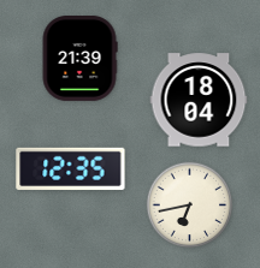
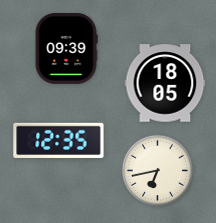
clock at (79, 59): 21:39 -> 09:39
clock at (199, 100): 18:04 -> 18:05
